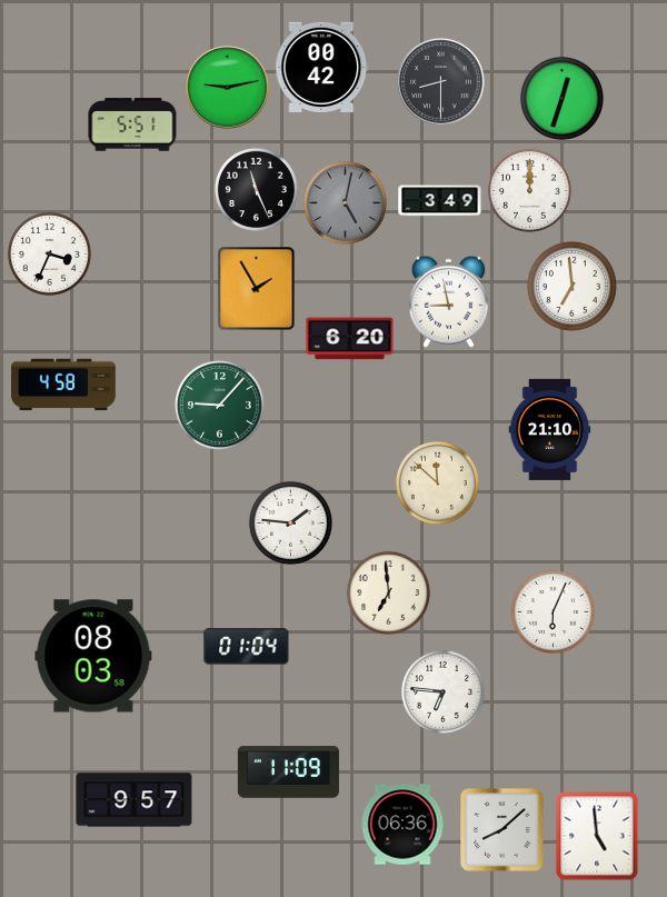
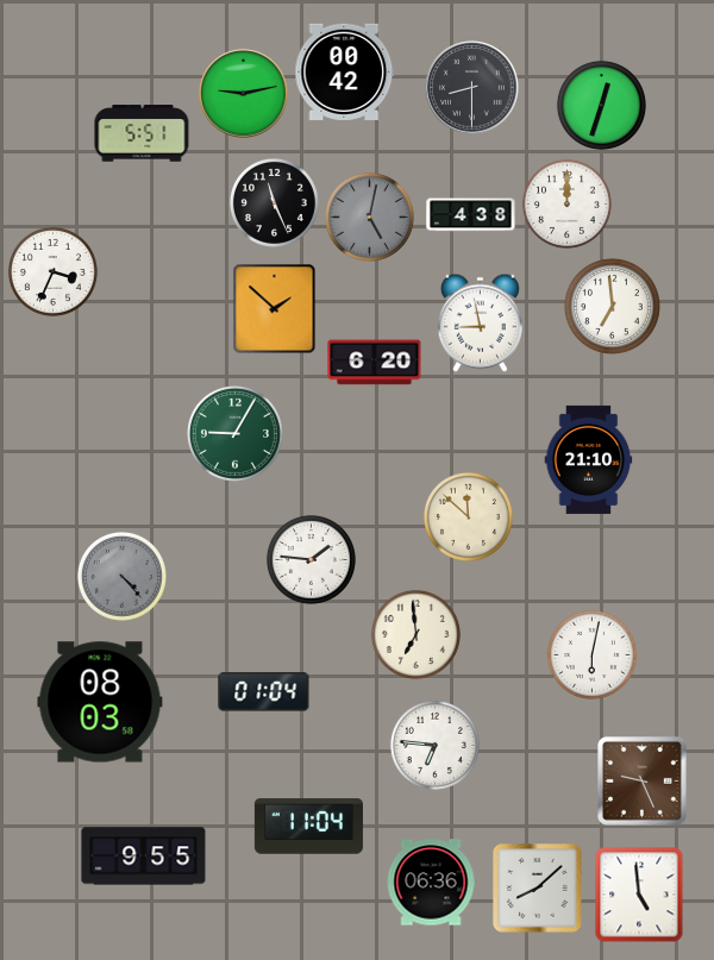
clock at (440, 201): 3:49 -> 4:38
clock at (257, 289): 1:55 -> 1:52
clock at (64, 385): 4:58 -> none
clock at (219, 405): 9:07 -> 9:05
clock at (121, 576): none -> 4:23
clock at (552, 611): 6:04 -> 6:02
clock at (442, 691) position: (442, 691) -> (434, 745)
clock at (643, 782): none -> 9:26
clock at (288, 773): 11:09 -> 11:04
clock at (135, 800): 9:57 -> 9:55
